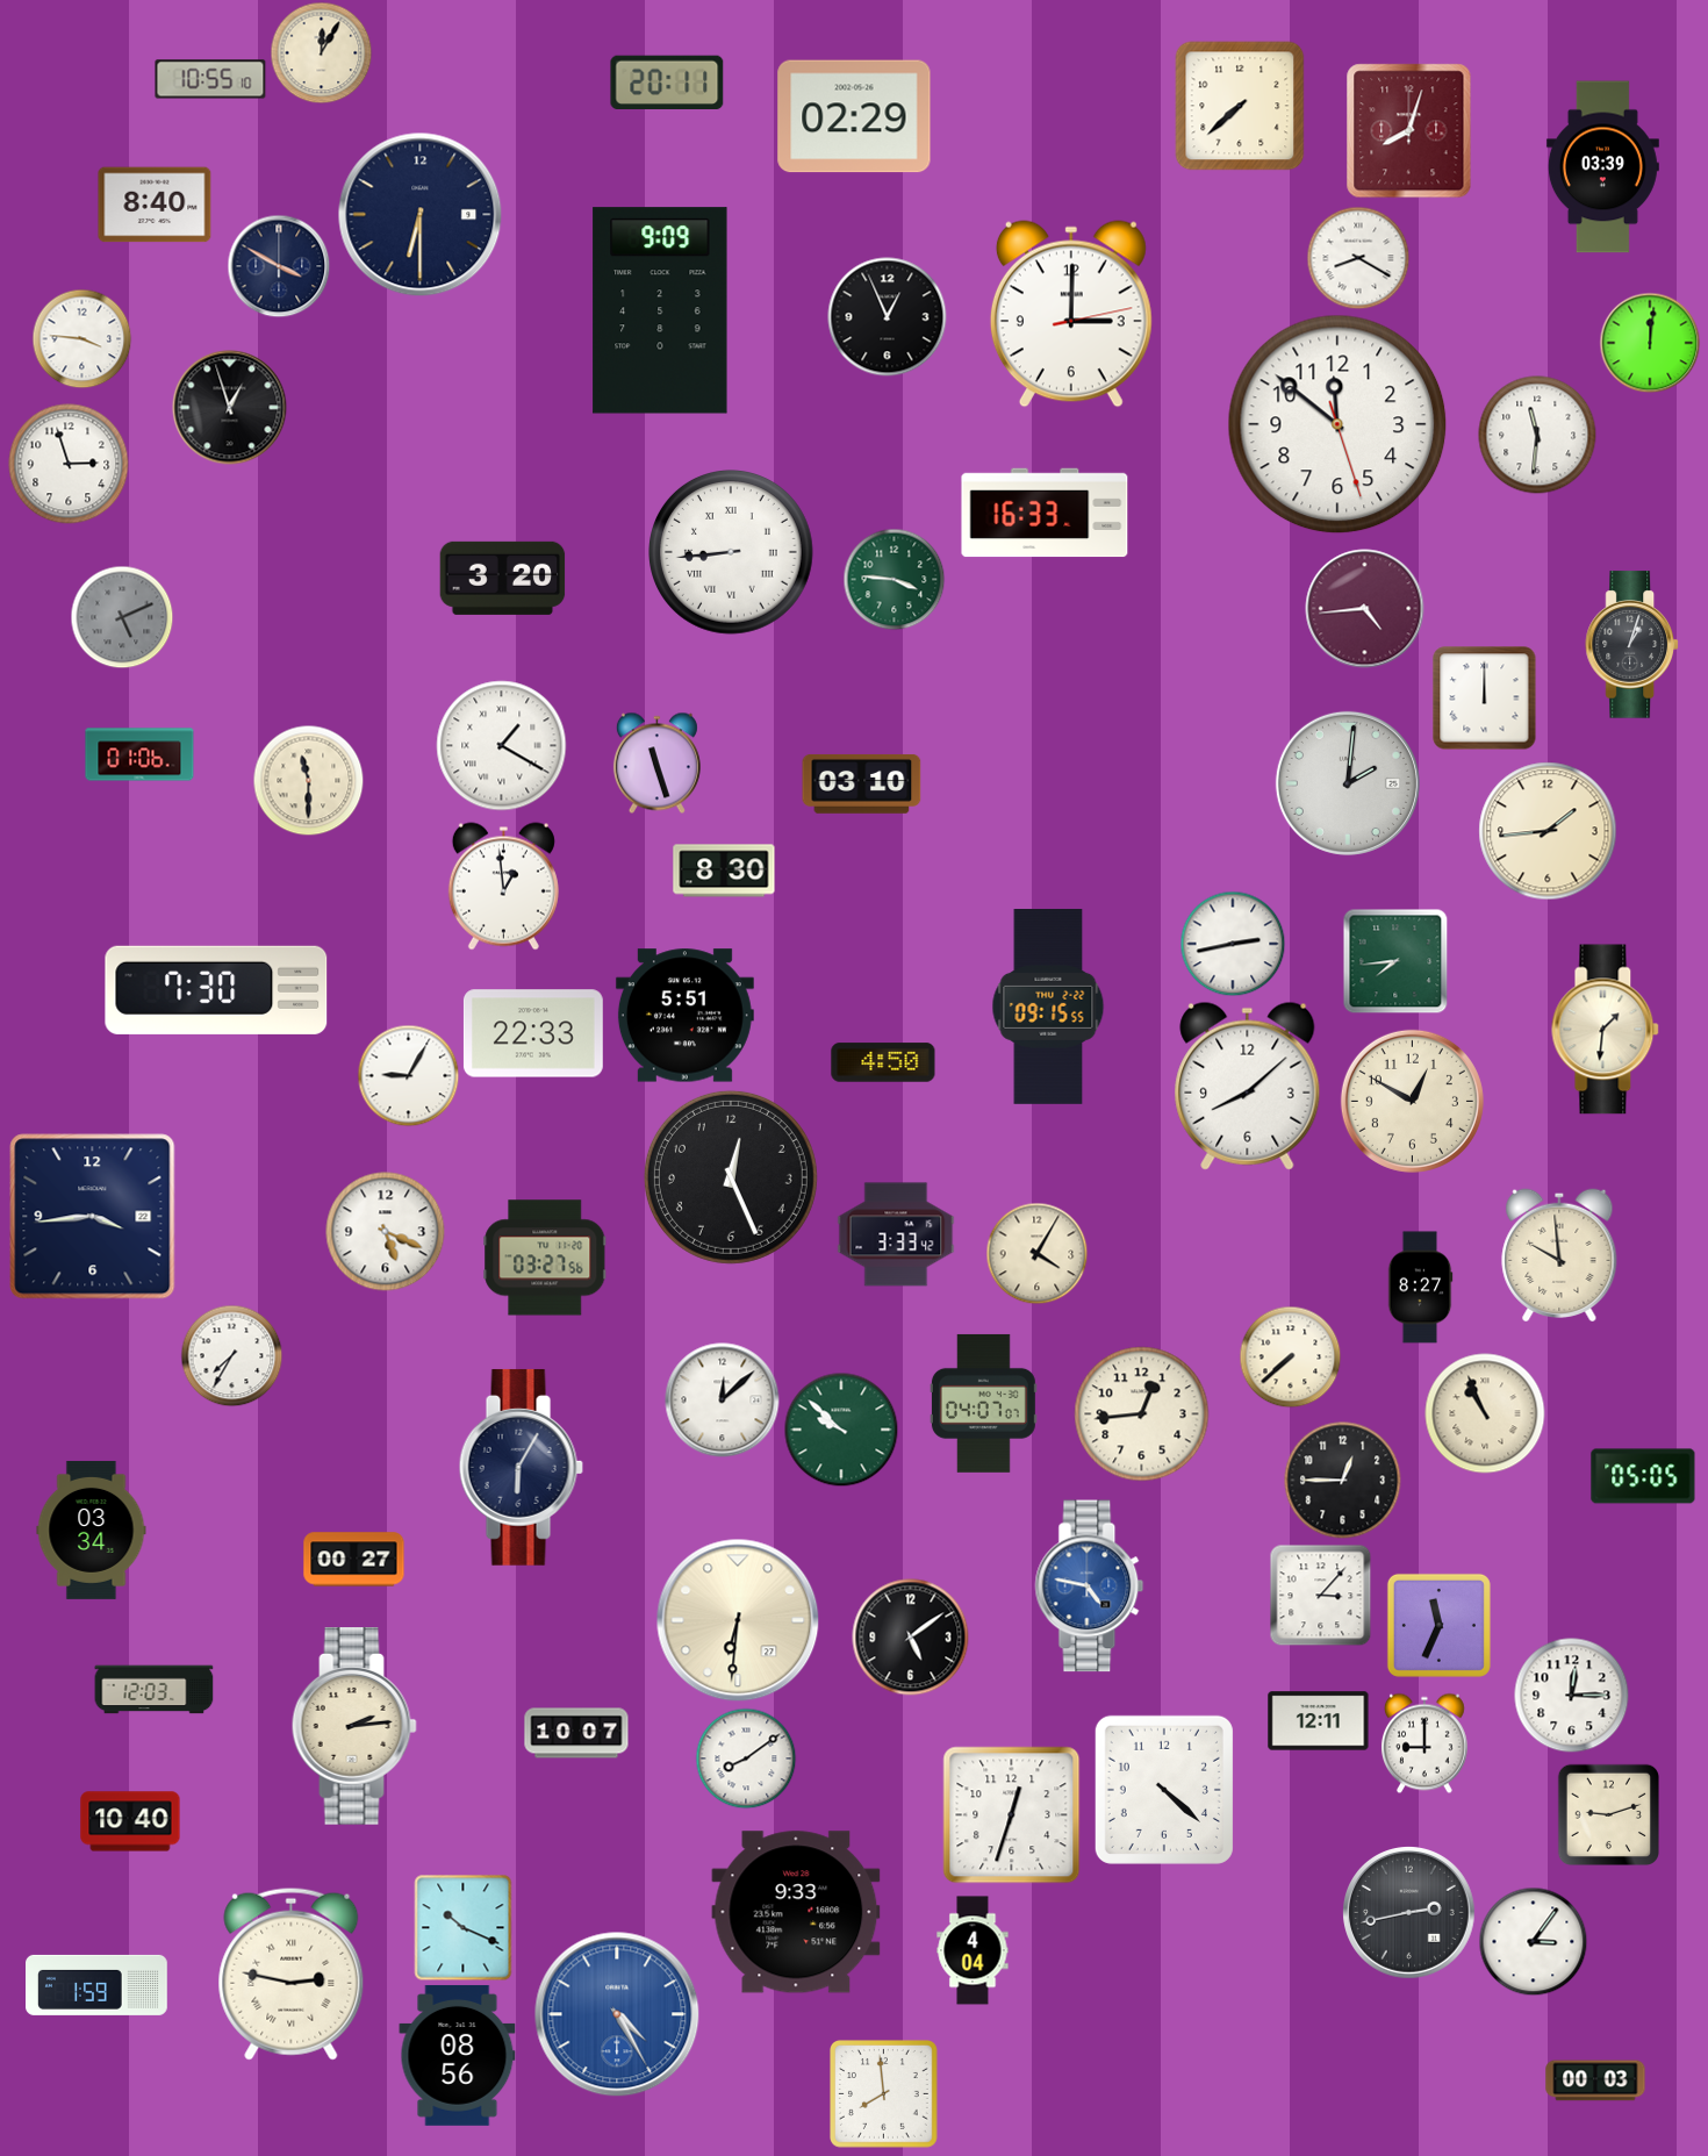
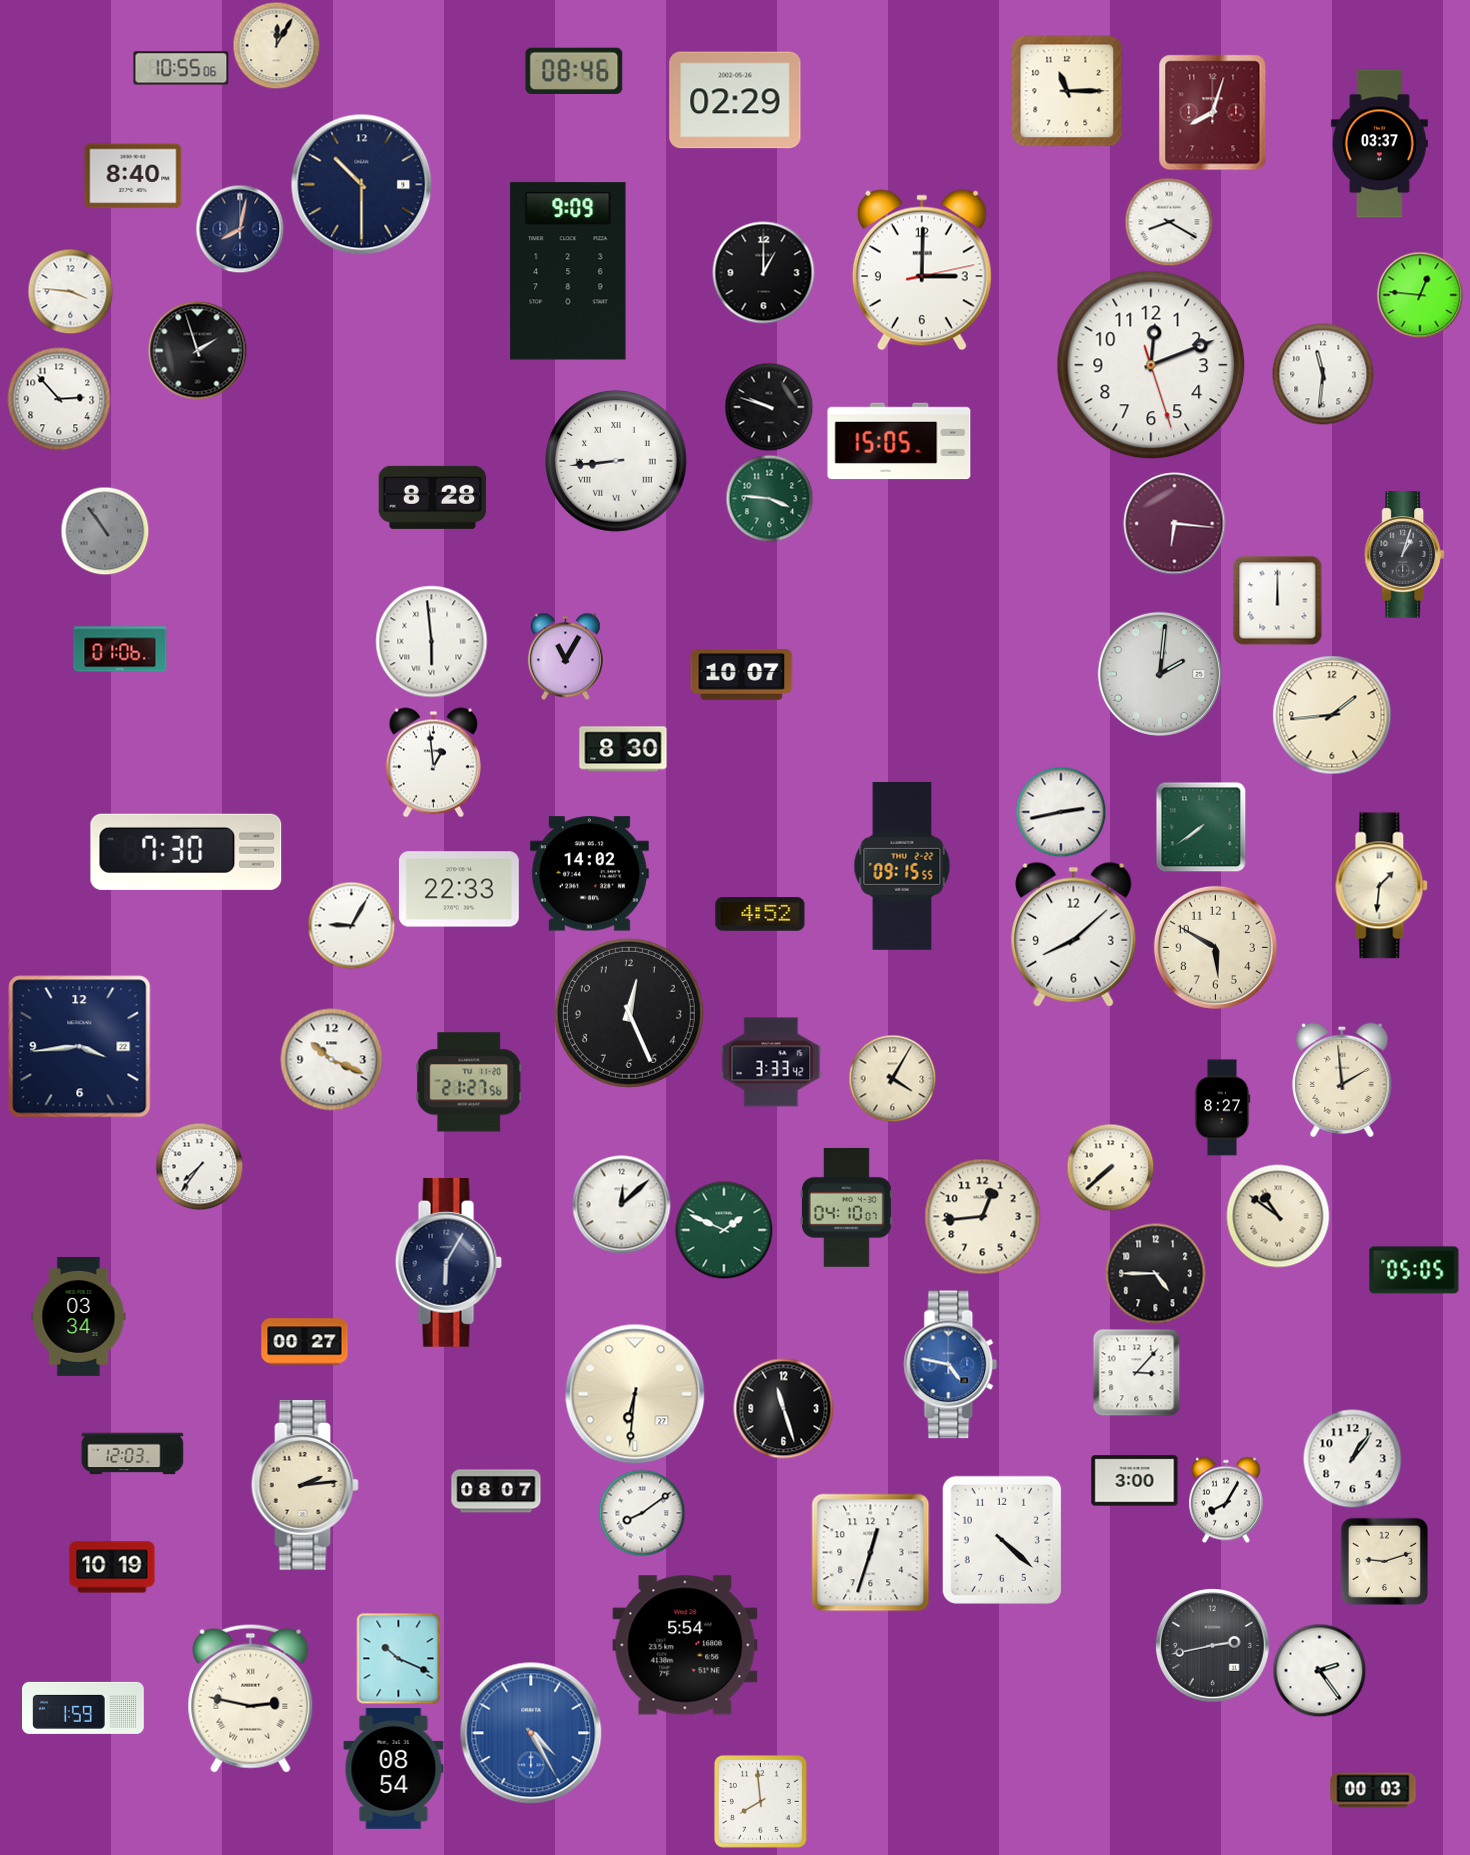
clock at (210, 79): 10:55:10 -> 10:55:06
clock at (667, 81): 20:11 -> 08:46
clock at (1240, 106): 7:38 -> 11:15
clock at (1602, 167): 03:39 -> 03:37
clock at (421, 215): 6:30 -> 10:30
clock at (279, 266): 3:50 -> 8:02
clock at (660, 310) position: (660, 310) -> (568, 271)
clock at (888, 317): 12:56 -> 1:00
clock at (1650, 343): 12:01 -> 12:46
clock at (230, 408): 12:57 -> 1:57
clock at (1337, 424): 11:51 -> 12:11
clock at (69, 464): 2:57 -> 2:53
clock at (769, 407): none -> 9:48
clock at (1045, 513): 16:33 -> 15:05
clock at (732, 553) position: (732, 553) -> (617, 462)
clock at (503, 578): 3:20 -> 8:28
clock at (1365, 609): 4:44 -> 6:16
clock at (122, 617): 5:11 -> 10:54
clock at (502, 746): 1:20 -> 5:59
clock at (656, 762): 11:27 -> 11:05
clock at (308, 780): 11:30 -> none
clock at (862, 785): 03:10 -> 10:07
clock at (1395, 961): 7:44 -> 7:39
clock at (684, 1016): 5:51 -> 14:02
clock at (883, 1062): 4:50 -> 4:52
clock at (1412, 1101): 12:50 -> 5:50
clock at (386, 1232): 5:19 -> 10:19
clock at (1559, 1254): 9:59 -> 1:59
clock at (545, 1258): 03:27 -> 21:27
clock at (231, 1355): 7:35 -> 7:36
clock at (983, 1403): 04:07 -> 04:10
clock at (1485, 1413): 10:56 -> 10:51
clock at (841, 1430): 9:52 -> 1:49
clock at (1343, 1481): 12:45 -> 4:45
clock at (1090, 1586) position: (1090, 1586) -> (951, 1365)
clock at (1438, 1625): 11:34 -> none
clock at (911, 1638): 5:09 -> 11:27
clock at (1572, 1696): 12:15 -> 1:06
clock at (1319, 1721): 12:11 -> 3:00
clock at (576, 1733): 10:07 -> 08:07
clock at (1424, 1743): 9:00 -> 8:05
clock at (1012, 1815) position: (1012, 1815) -> (871, 1553)
clock at (130, 1821): 10:40 -> 10:19
clock at (796, 1912): 9:33 -> 5:54
clock at (1533, 1941): 3:06 -> 2:24
clock at (973, 1950): 4:04 -> none
clock at (458, 2055): 08:56 -> 08:54
